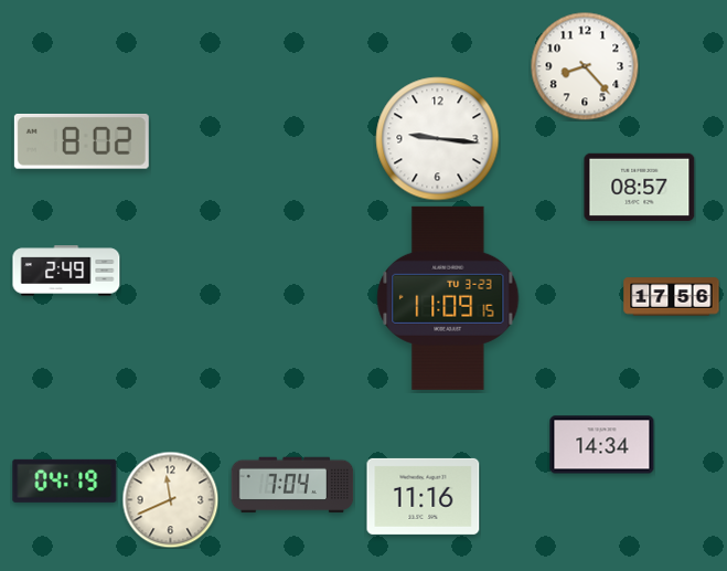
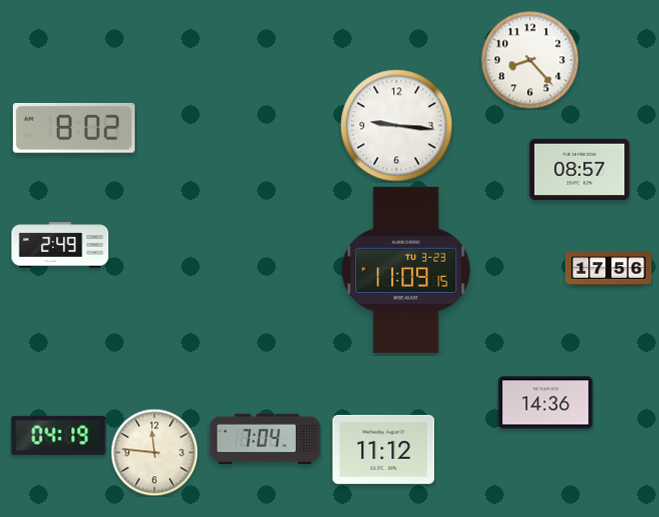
clock at (602, 445): 14:34 -> 14:36
clock at (424, 496): 11:16 -> 11:12
clock at (170, 499): 11:41 -> 11:46
